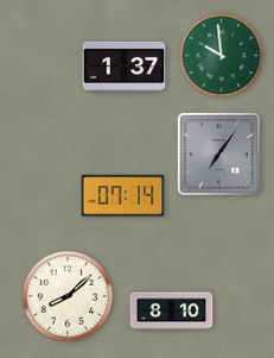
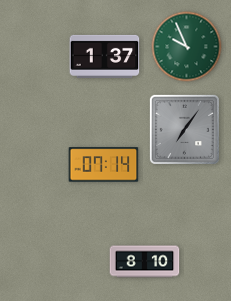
clock at (222, 56): 9:59 -> 9:56
clock at (68, 296): 8:08 -> none
